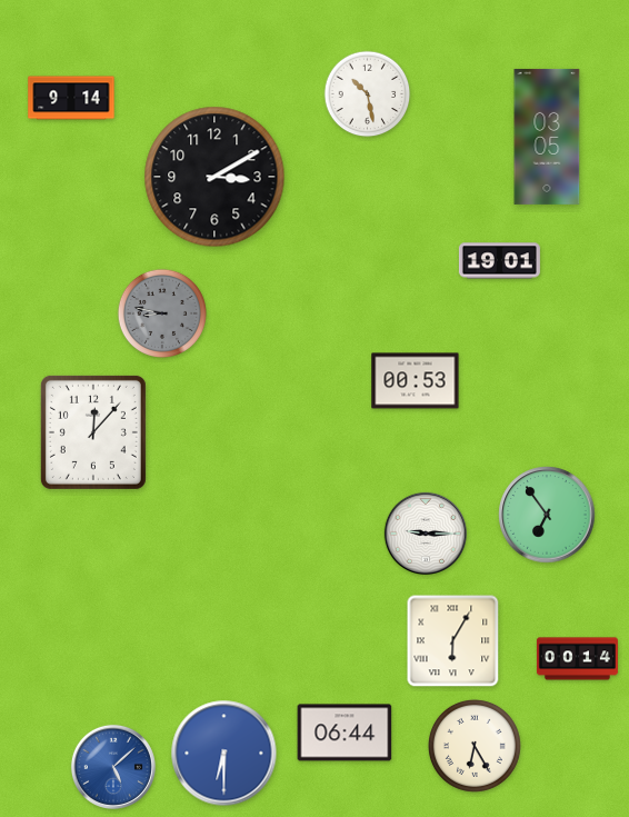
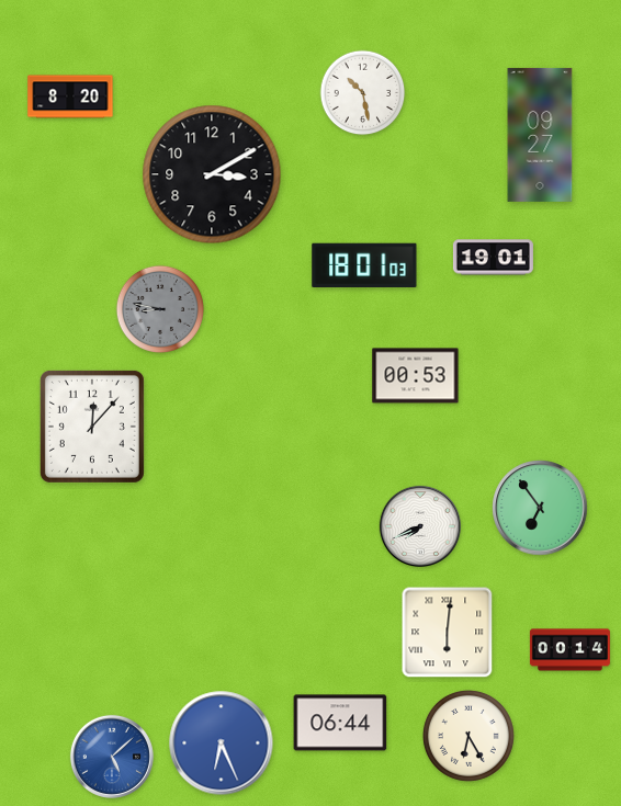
clock at (71, 98): 9:14 -> 8:20
clock at (547, 137): 03:05 -> 09:27
clock at (364, 264): none -> 18:01
clock at (416, 381) position: (416, 381) -> (416, 376)
clock at (426, 534): 9:15 -> 7:41
clock at (453, 641): 6:05 -> 6:01
clock at (224, 754): 6:30 -> 6:26
